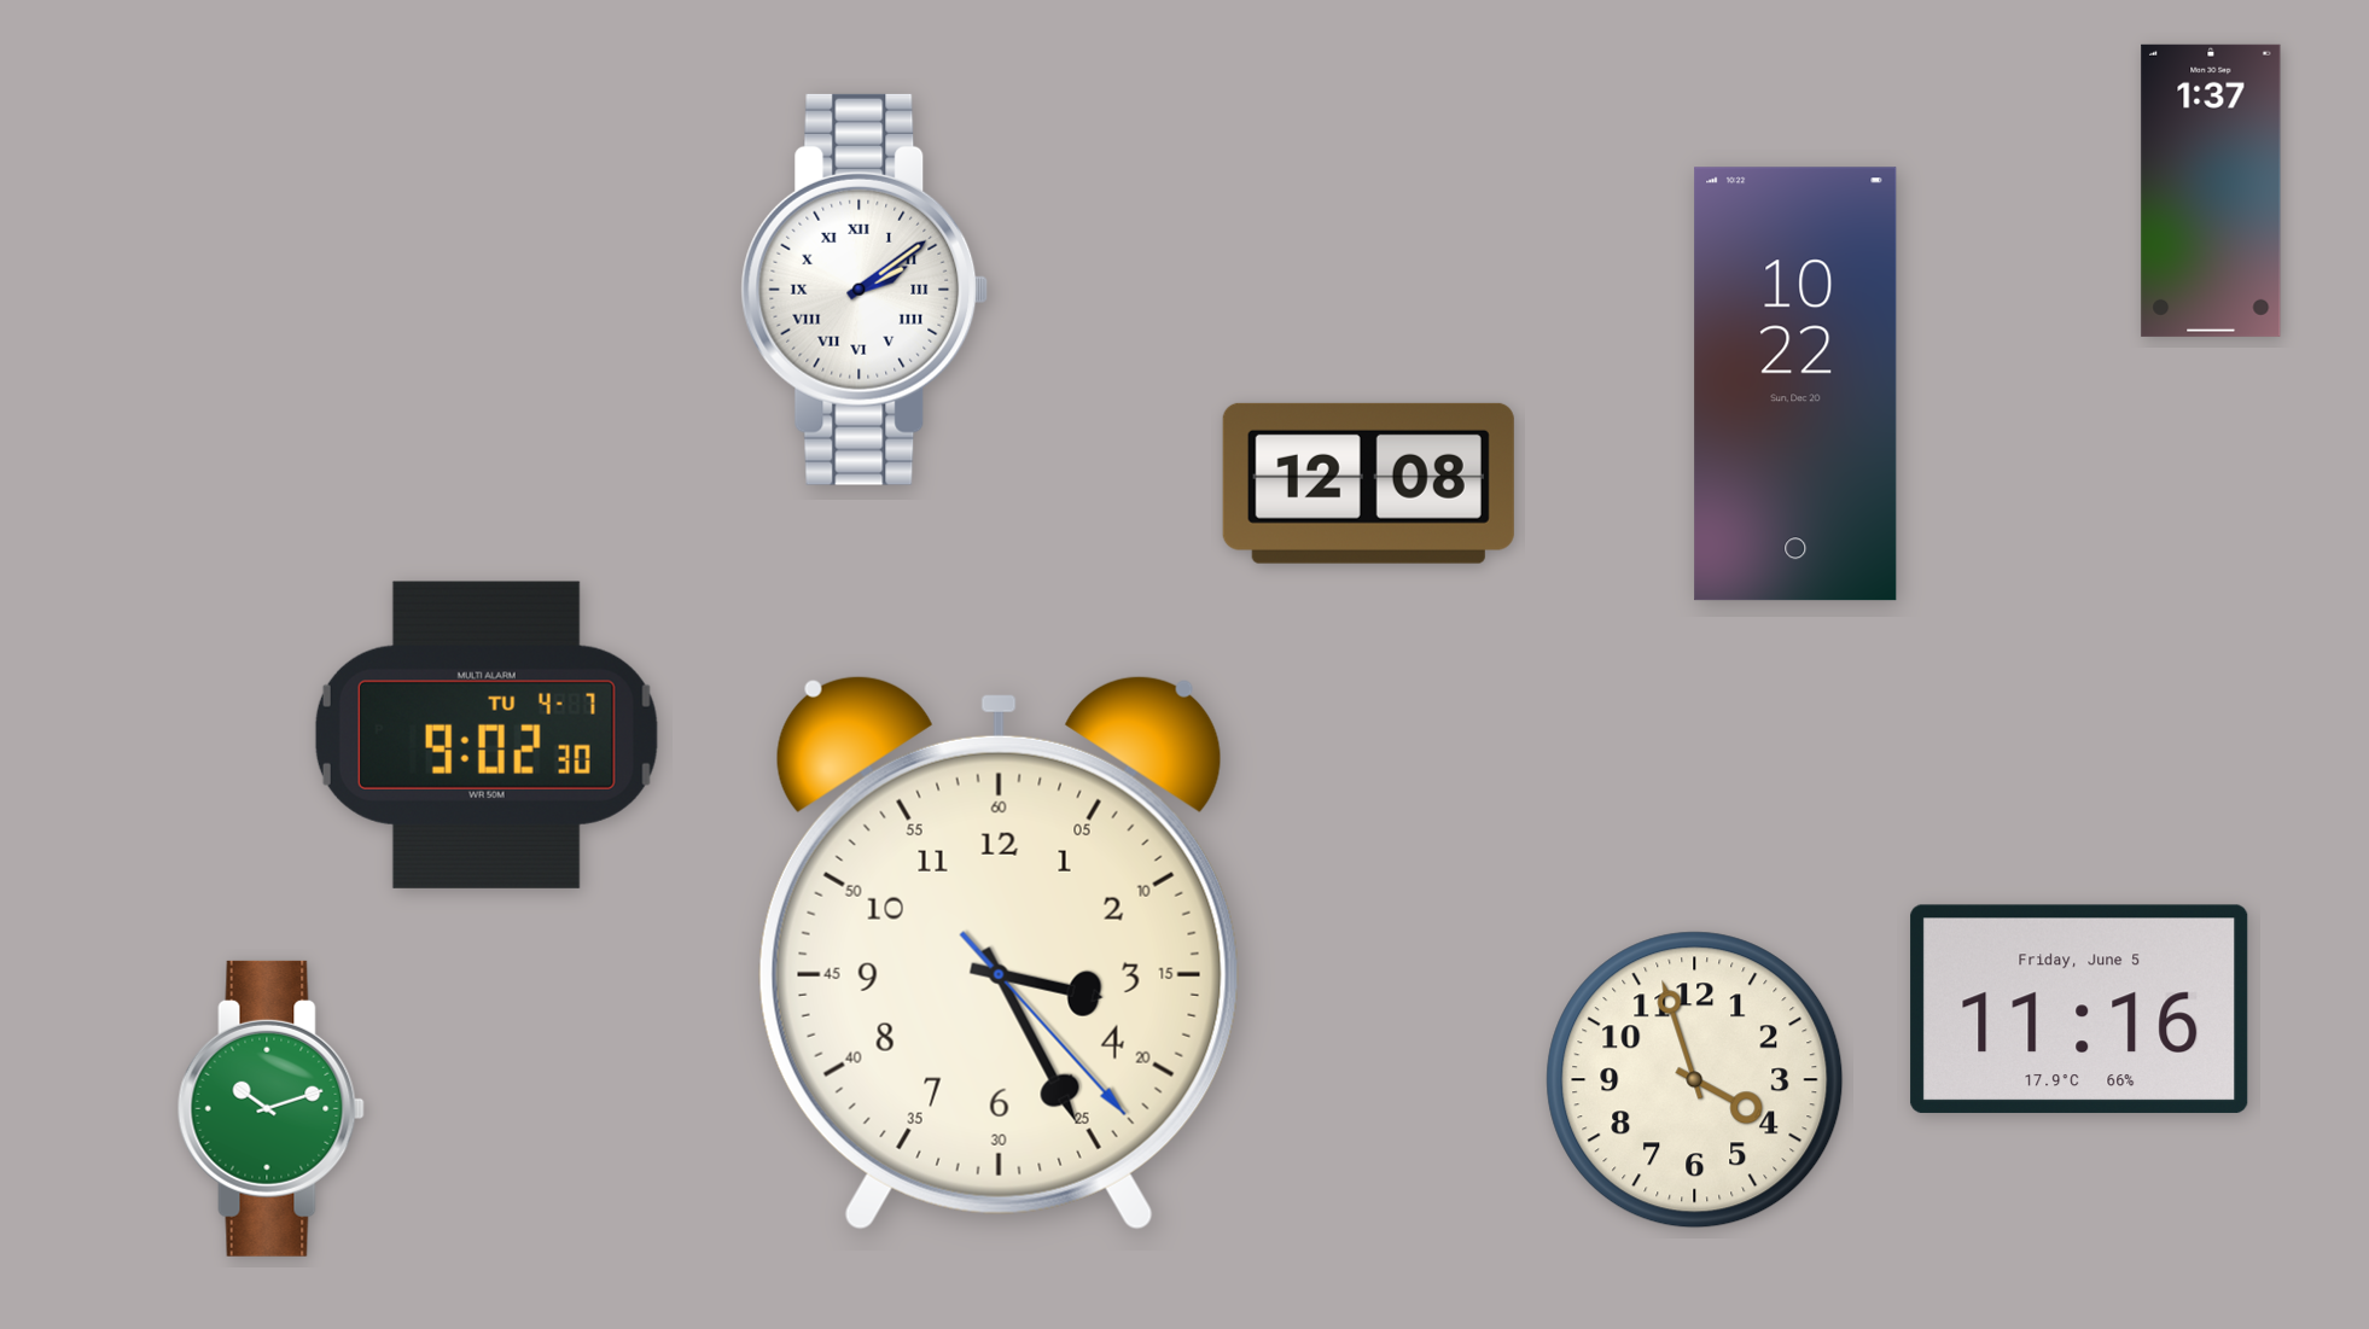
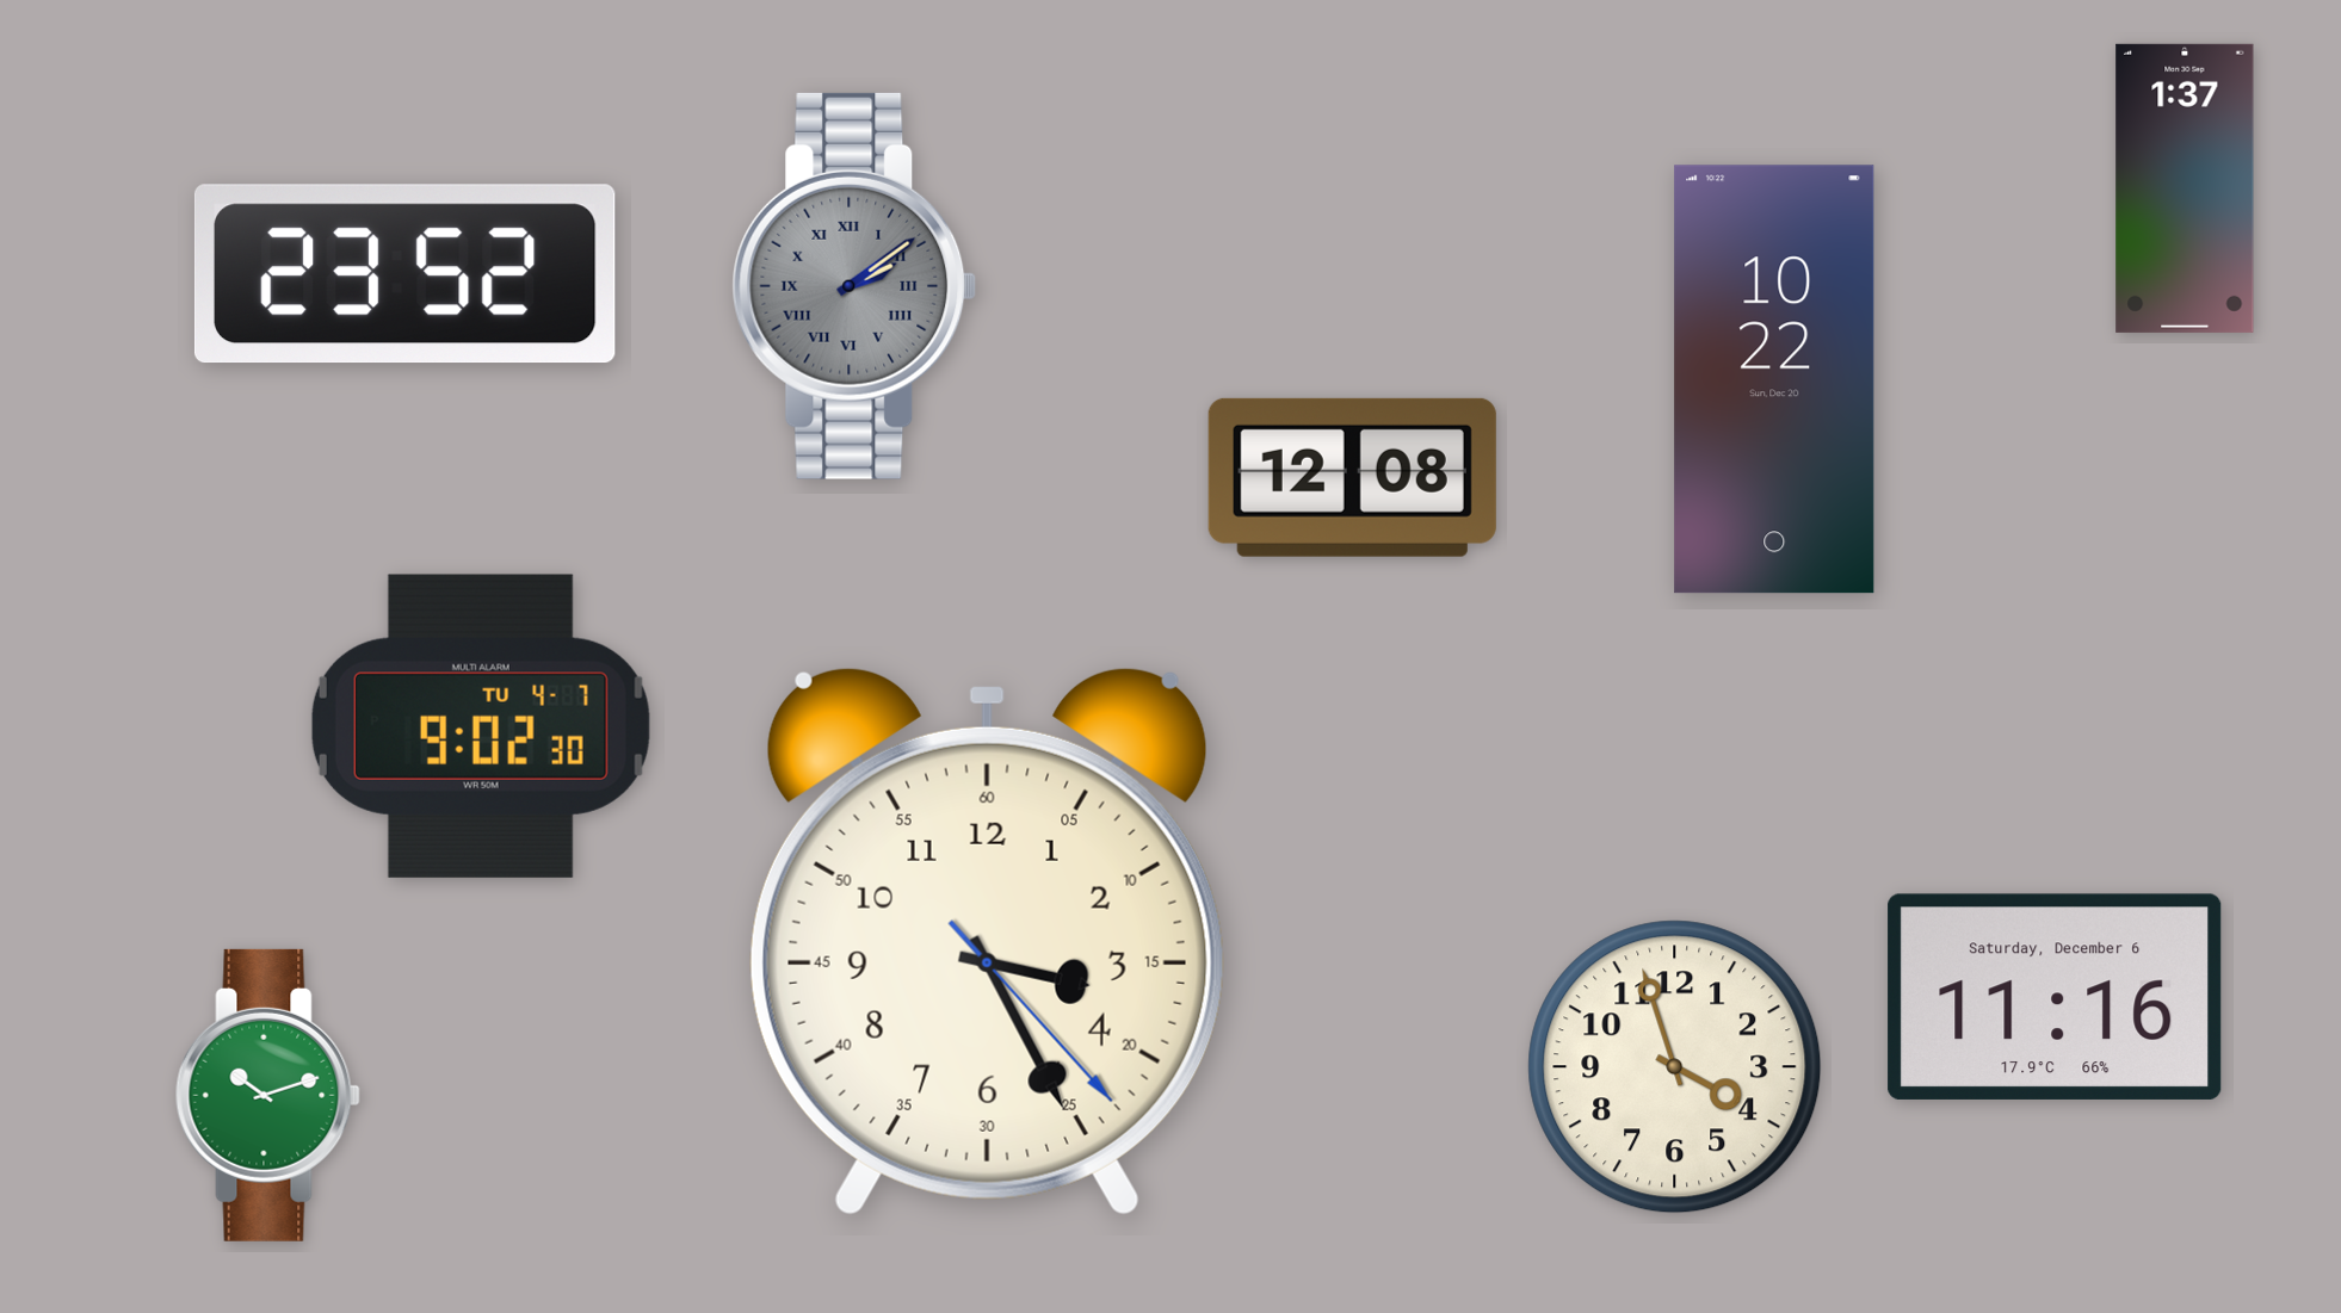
clock at (404, 274): none -> 23:52
clock at (865, 290) dial: white -> grey
clock at (2079, 1009) date: Friday, June 5 -> Saturday, December 6
